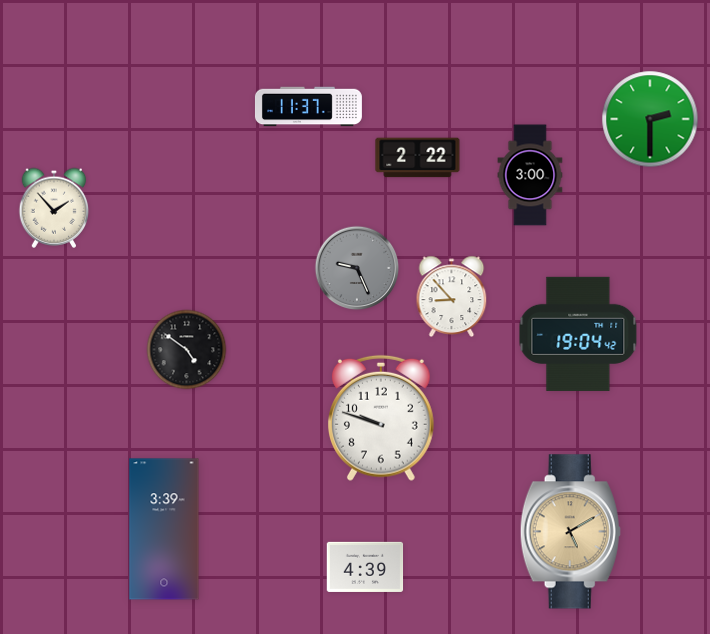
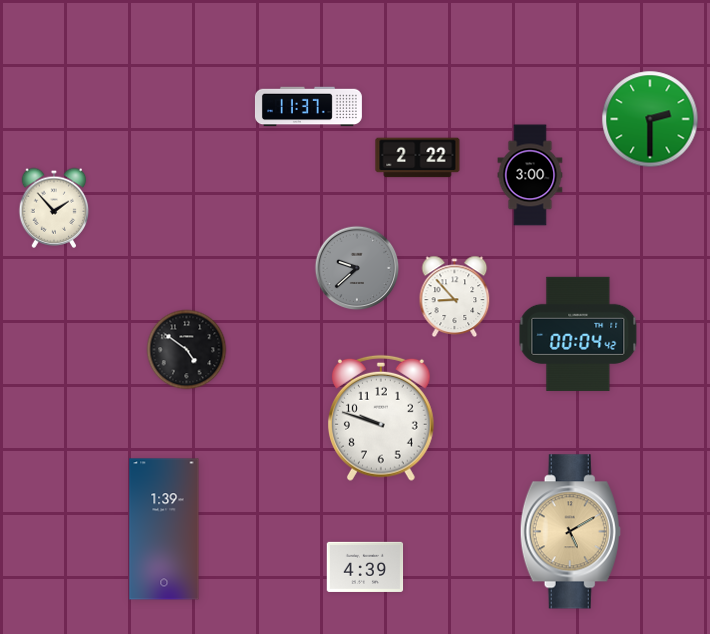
clock at (357, 268): 9:26 -> 9:38
clock at (452, 296) position: (452, 296) -> (455, 296)
clock at (578, 334): 19:04 -> 00:04
clock at (164, 529): 3:39 -> 1:39
